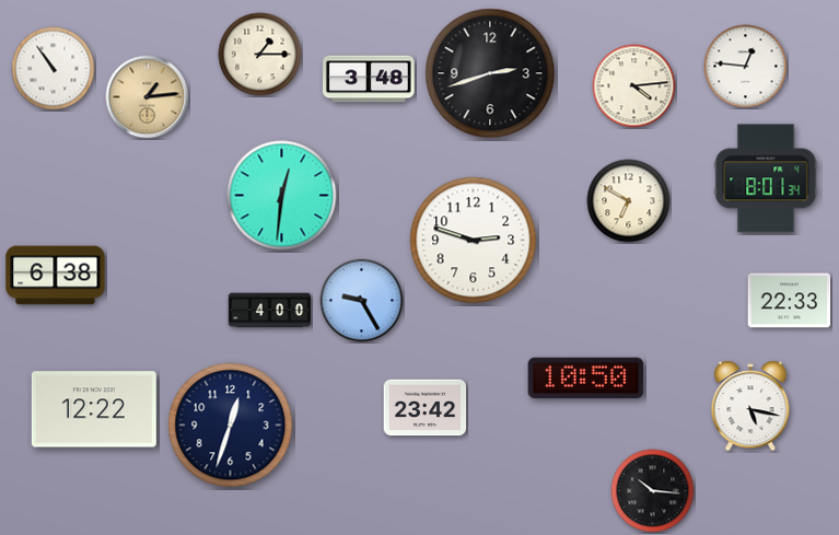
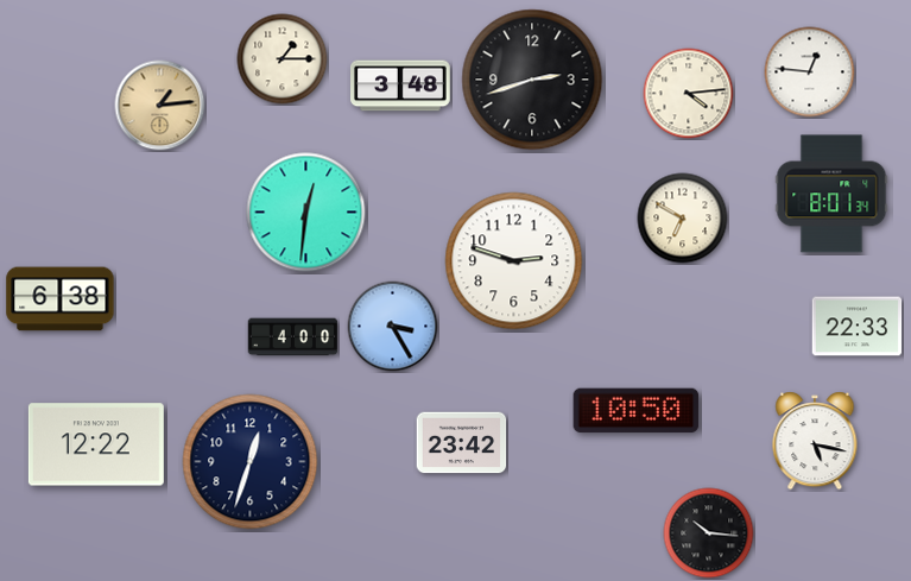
clock at (54, 69): 10:54 -> none
clock at (362, 301): 9:25 -> 3:25
clock at (94, 409) position: (94, 409) -> (96, 444)
